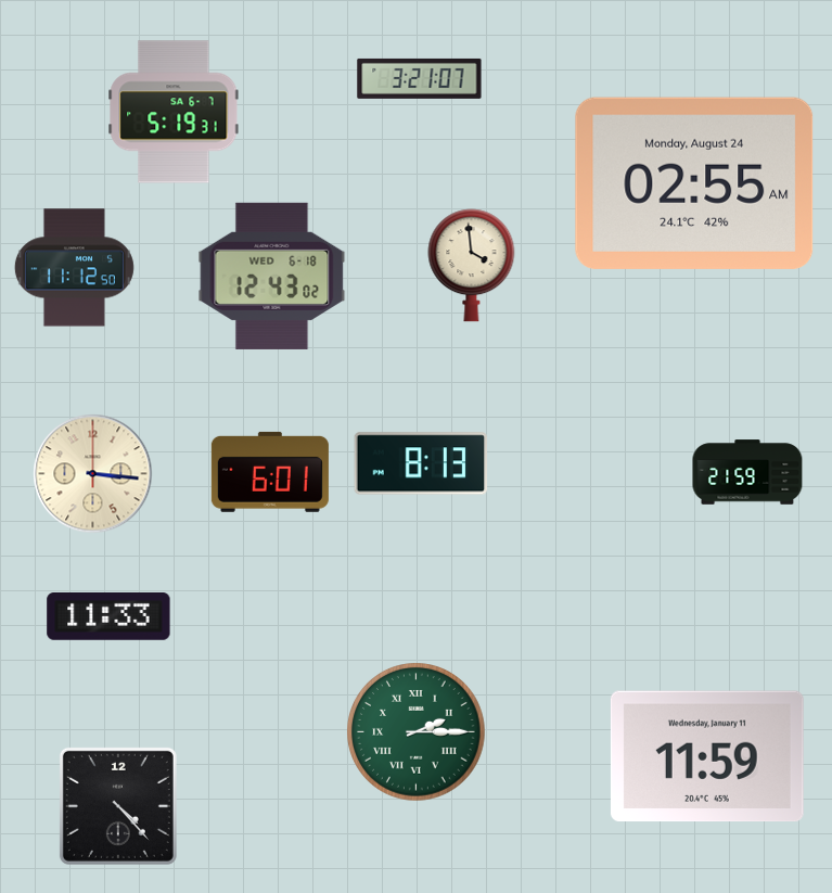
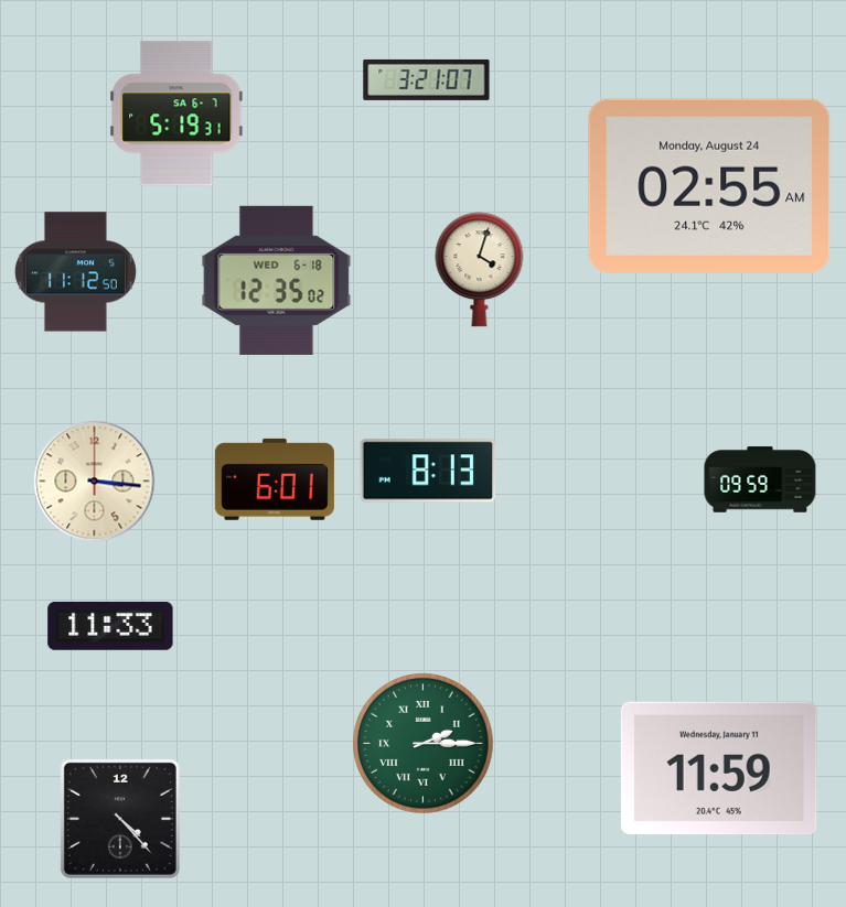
clock at (694, 183) position: (694, 183) -> (709, 186)
clock at (472, 266): 3:59 -> 4:03
clock at (272, 276): 12:43 -> 12:35
clock at (747, 472): 21:59 -> 09:59
